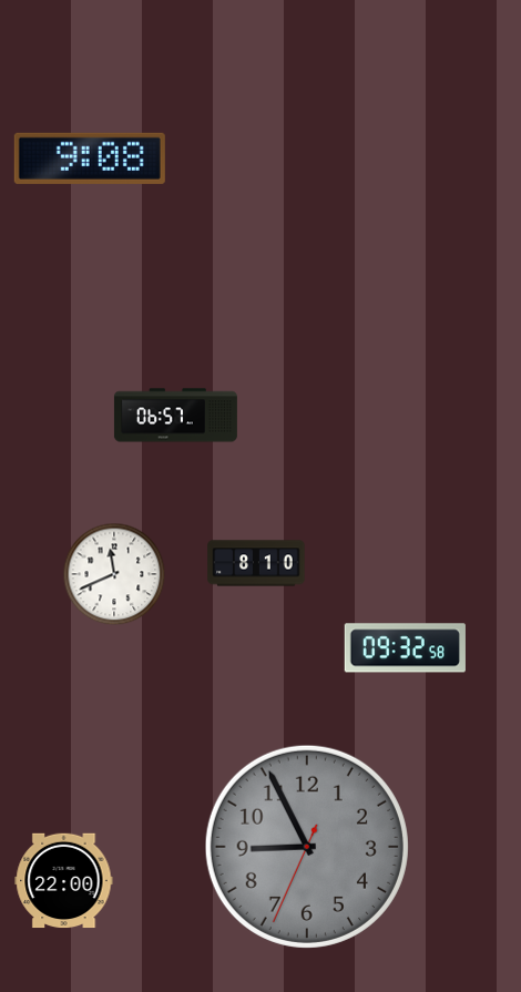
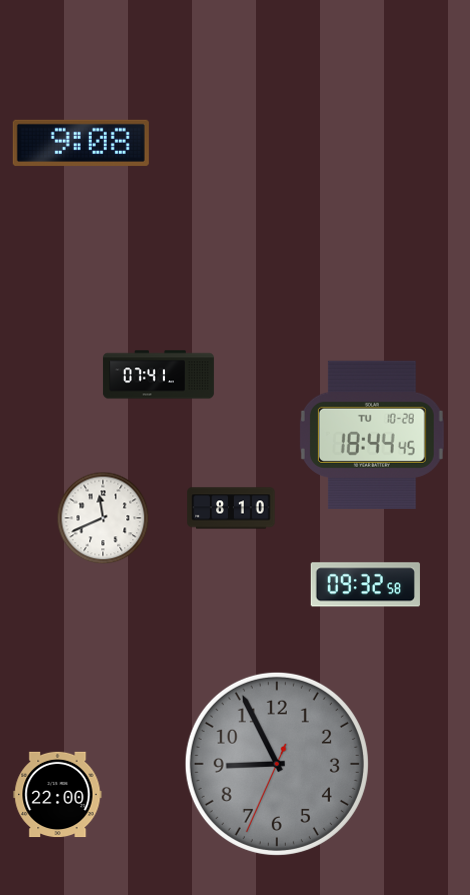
clock at (175, 416): 06:57 -> 07:41
clock at (372, 435): none -> 18:44
